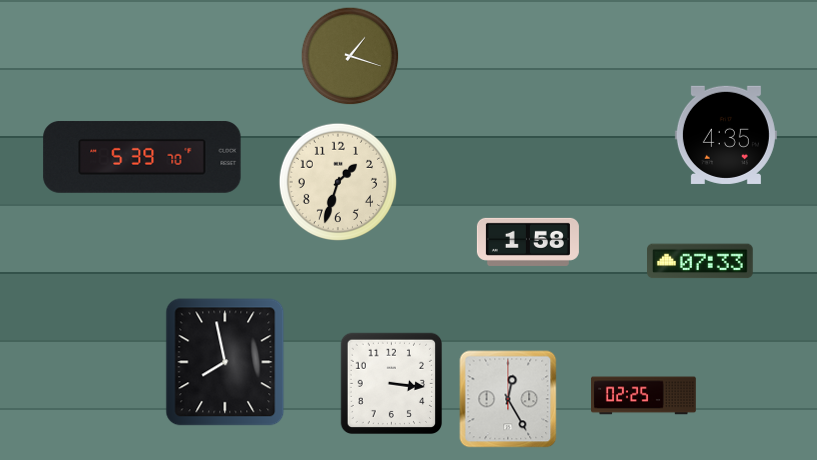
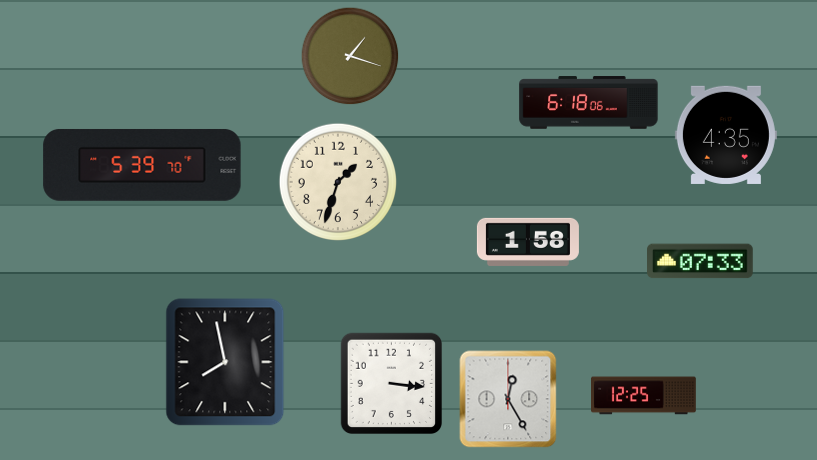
clock at (589, 103): none -> 6:18
clock at (142, 157) position: (142, 157) -> (142, 165)
clock at (644, 396): 02:25 -> 12:25
